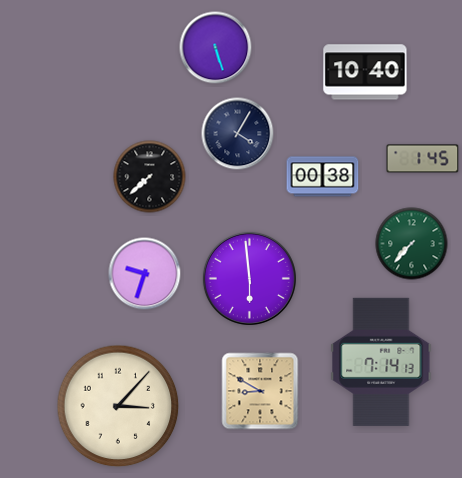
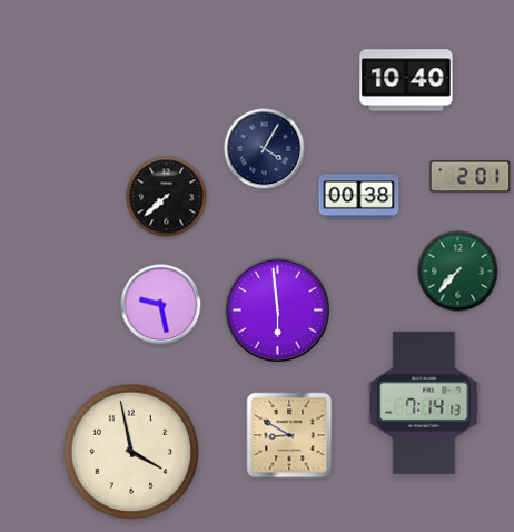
clock at (216, 48): 5:27 -> none
clock at (423, 159): 1:45 -> 2:01
clock at (145, 274): 9:33 -> 9:28
clock at (118, 406): 3:07 -> 3:58
